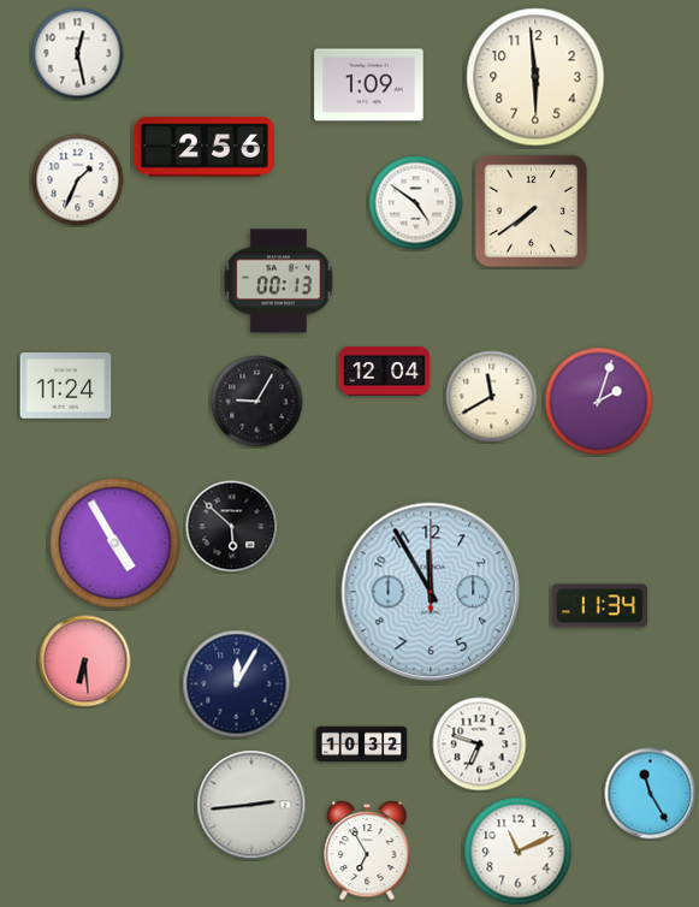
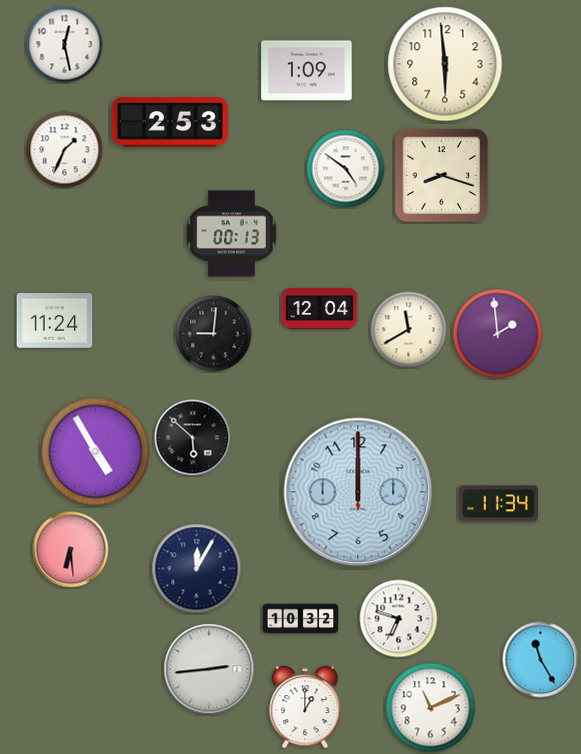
clock at (205, 147): 2:56 -> 2:53
clock at (532, 212): 7:39 -> 8:18
clock at (257, 402): 9:05 -> 9:01
clock at (599, 402): 2:03 -> 1:59
clock at (431, 592): 11:55 -> 12:00
clock at (367, 850): 6:55 -> 1:00
